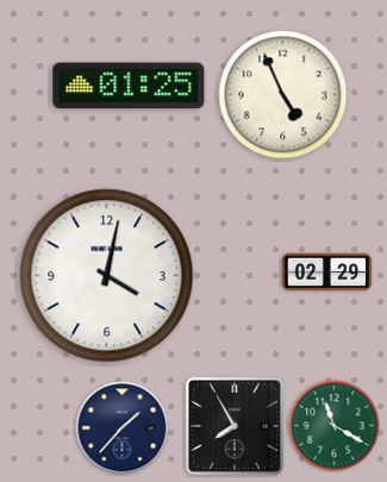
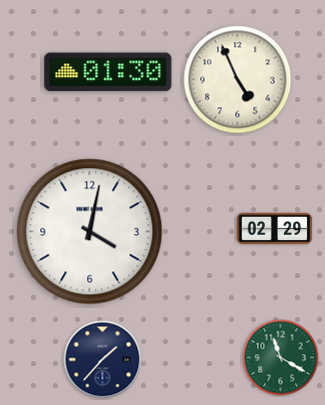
clock at (129, 86): 01:25 -> 01:30
clock at (235, 426): 7:55 -> none
